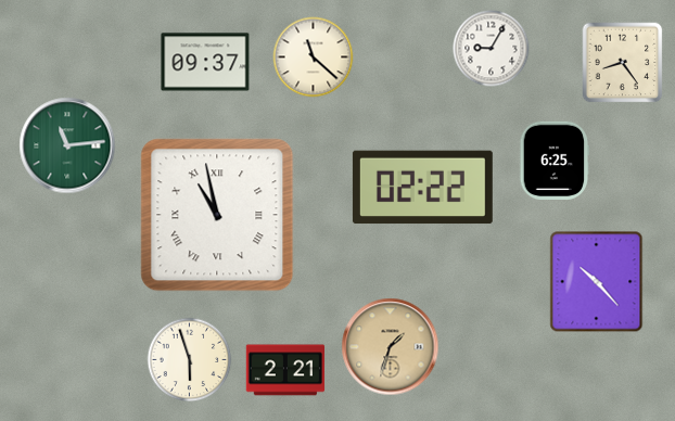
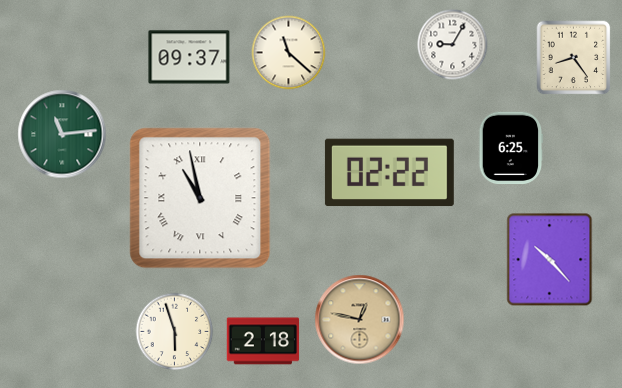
clock at (391, 347): 1:33 -> 12:47
clock at (285, 370): 2:21 -> 2:18
